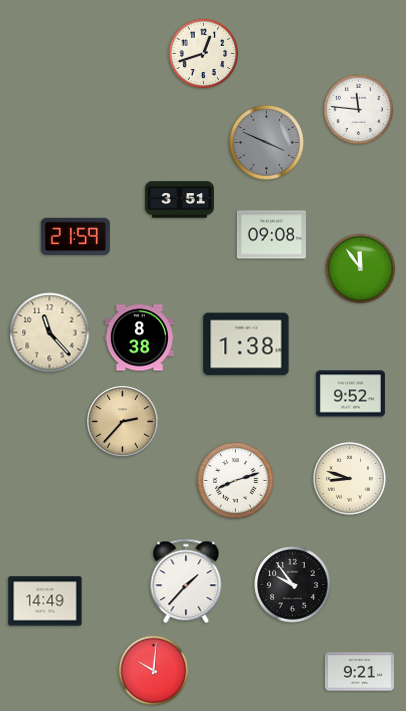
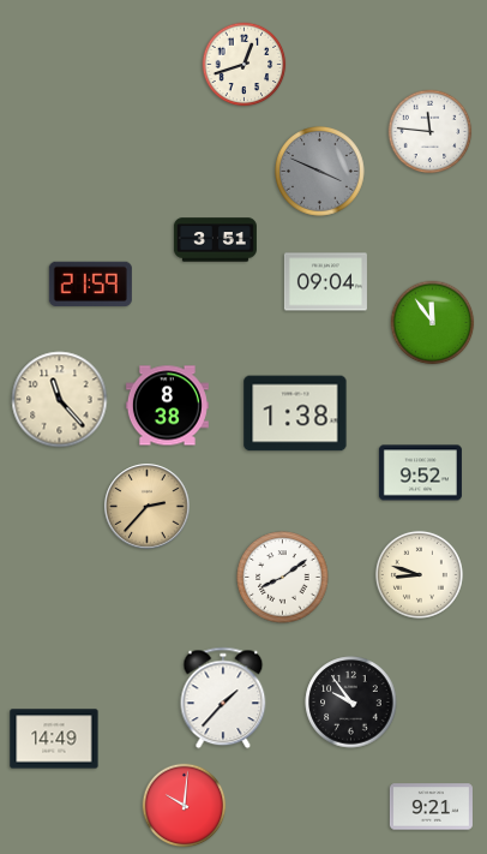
clock at (271, 235): 09:08 -> 09:04
clock at (236, 481): 8:12 -> 8:09
clock at (45, 601) position: (45, 601) -> (54, 739)
